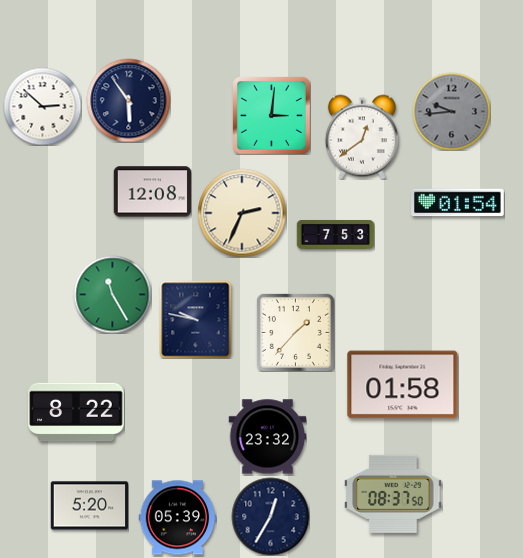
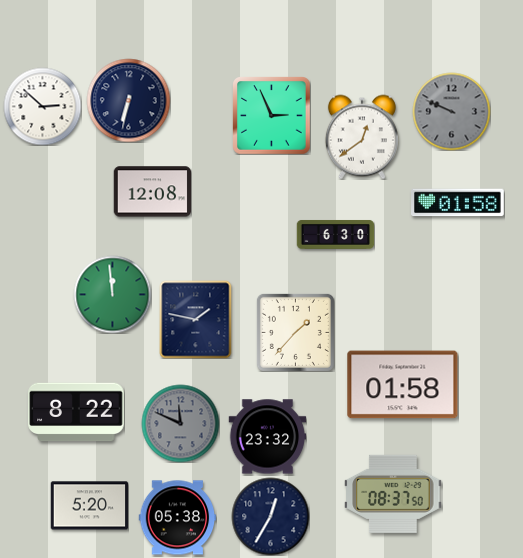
clock at (128, 100): 5:54 -> 6:32
clock at (451, 111): 9:44 -> 9:49
clock at (272, 116): 3:01 -> 2:56
clock at (458, 203): 01:54 -> 01:58
clock at (242, 213): 2:34 -> none
clock at (335, 234): 7:53 -> 6:30
clock at (112, 294): 11:25 -> 11:59
clock at (196, 319): 9:47 -> 1:47
clock at (180, 423): none -> 11:49
clock at (177, 518): 05:39 -> 05:38
